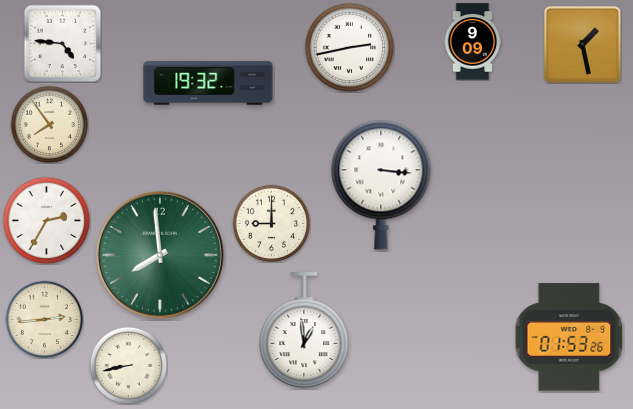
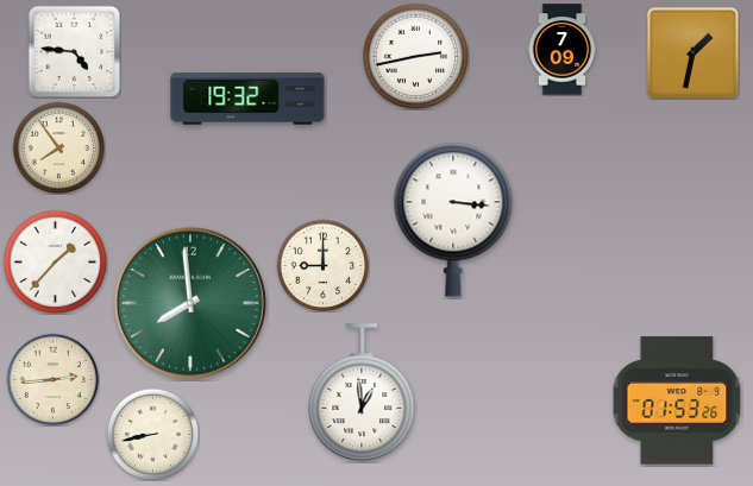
clock at (473, 42): 9:09 -> 7:09
clock at (583, 45): 1:28 -> 1:32
clock at (46, 220): 2:35 -> 1:37
